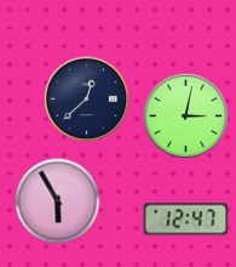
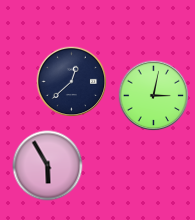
clock at (186, 220): 12:47 -> none
